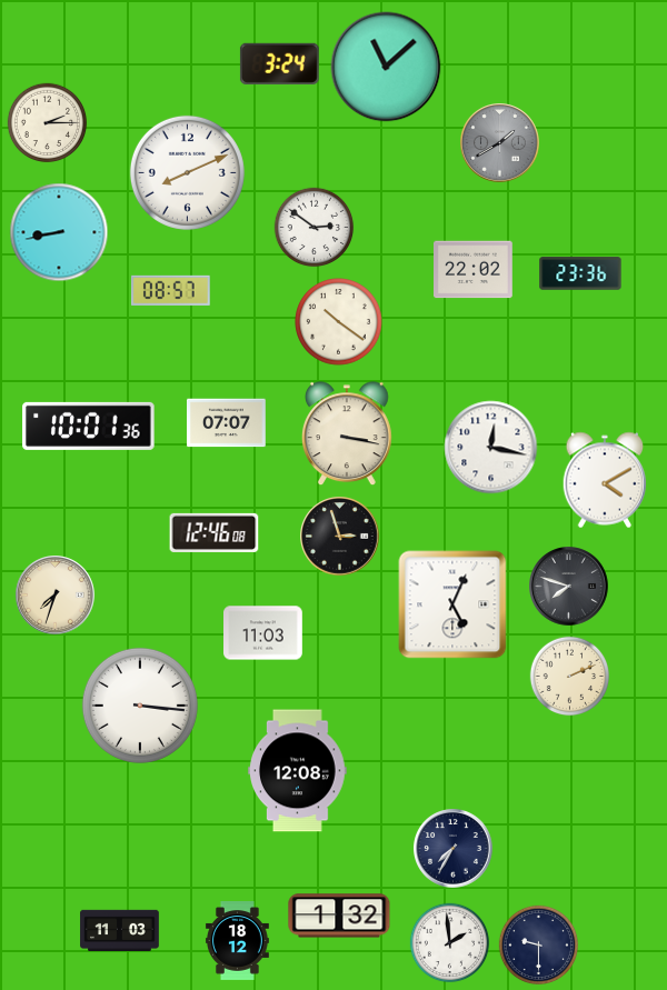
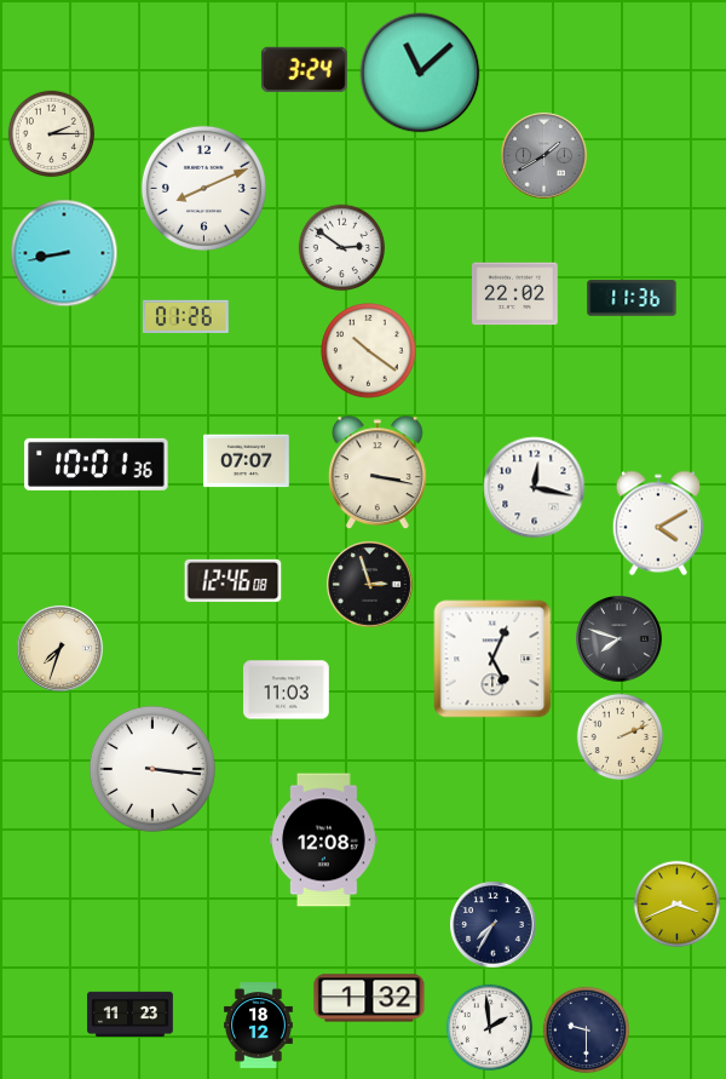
clock at (580, 273): 23:36 -> 11:36
clock at (170, 290): 08:57 -> 01:26
clock at (678, 905): none -> 3:41
clock at (120, 931): 11:03 -> 11:23
